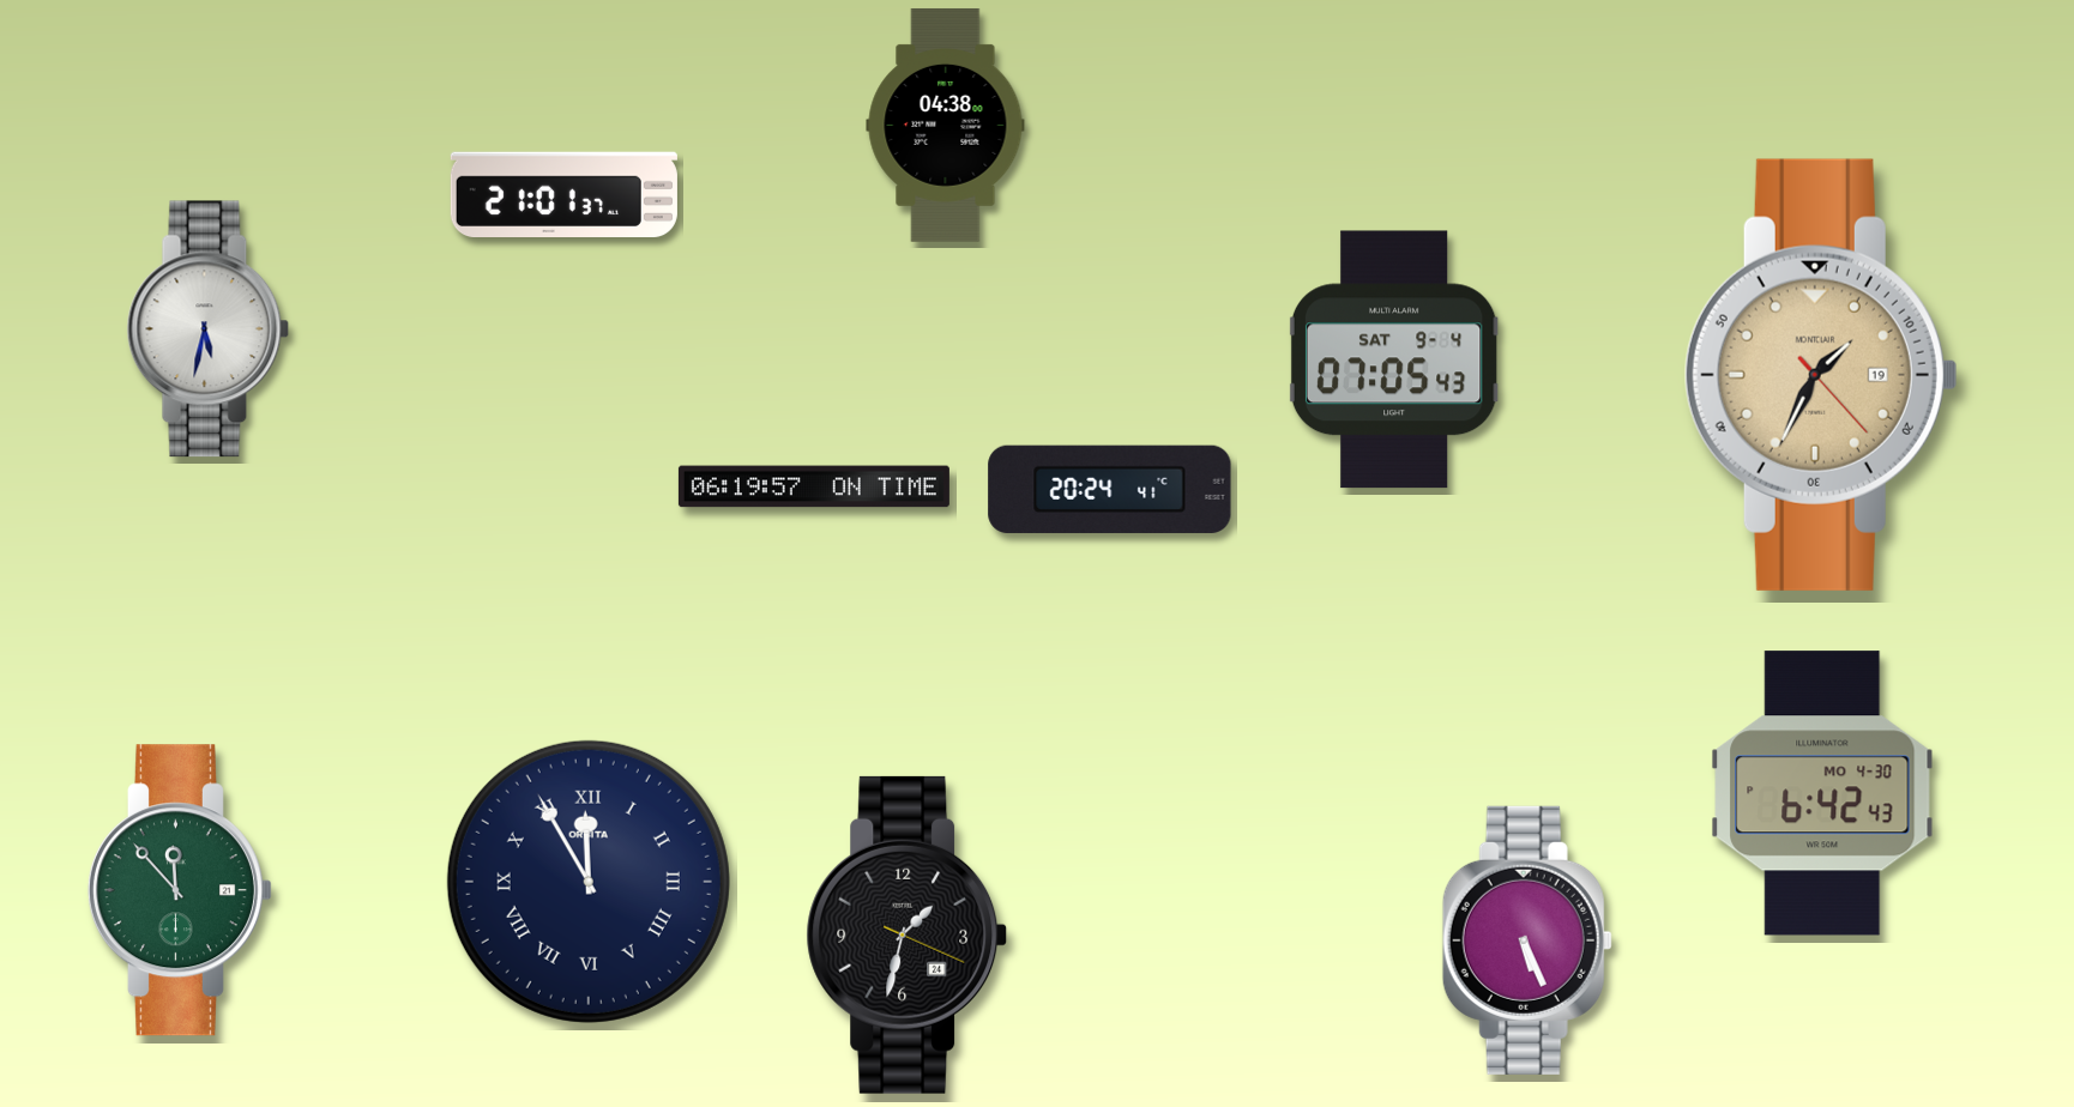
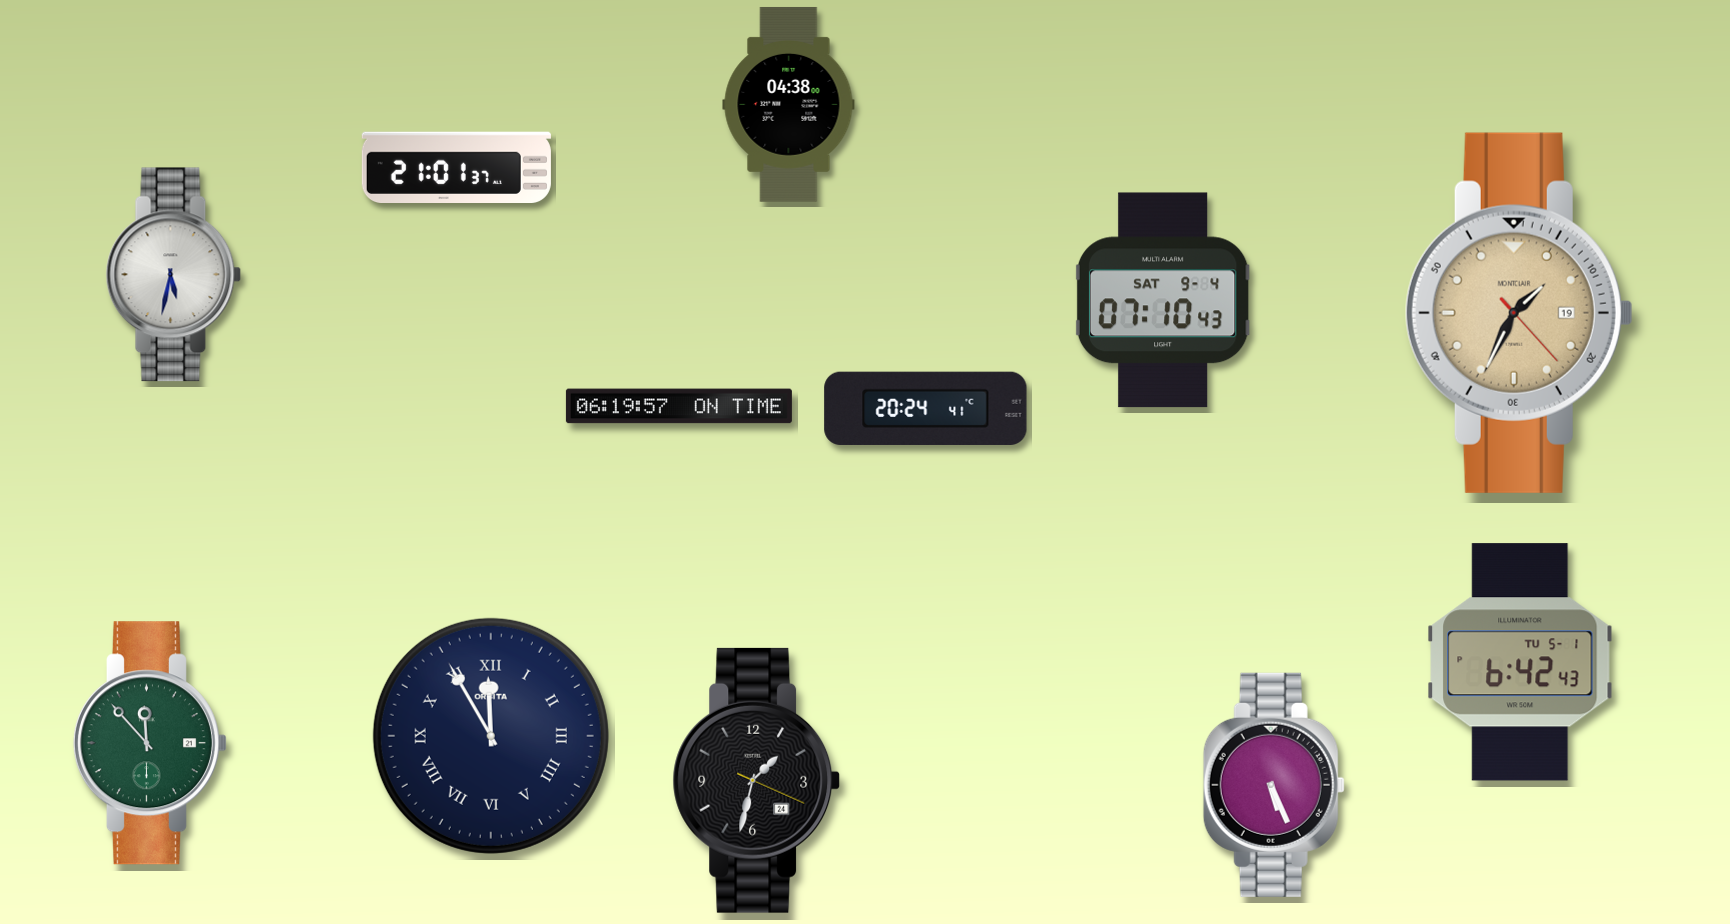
clock at (563, 194) position: (563, 194) -> (456, 167)
clock at (1394, 359): 07:05 -> 07:10
clock at (1822, 793) date: MO 4-30 -> TU 5-1
